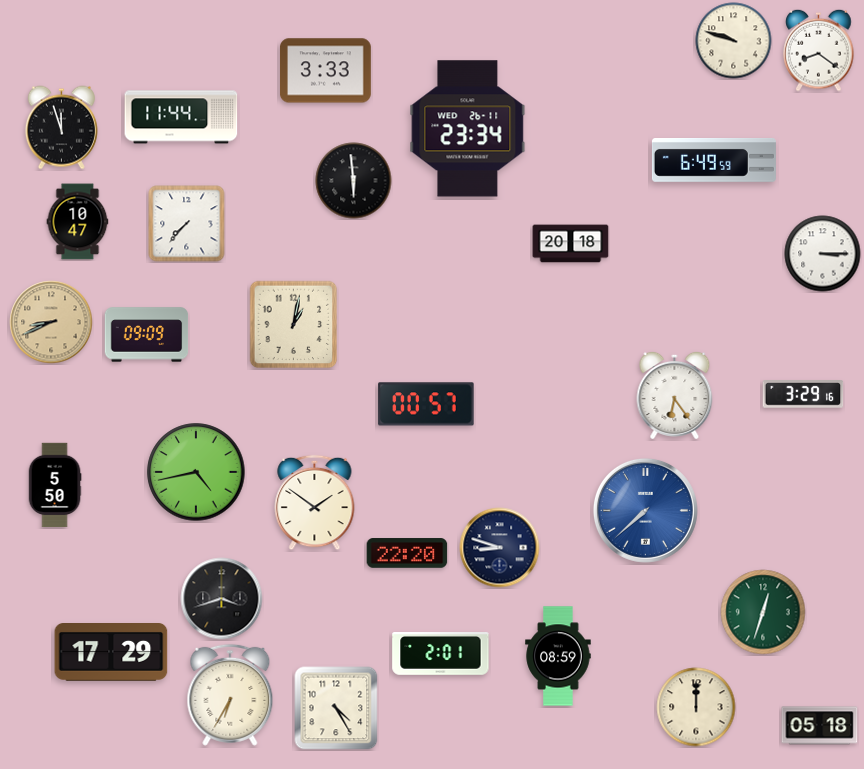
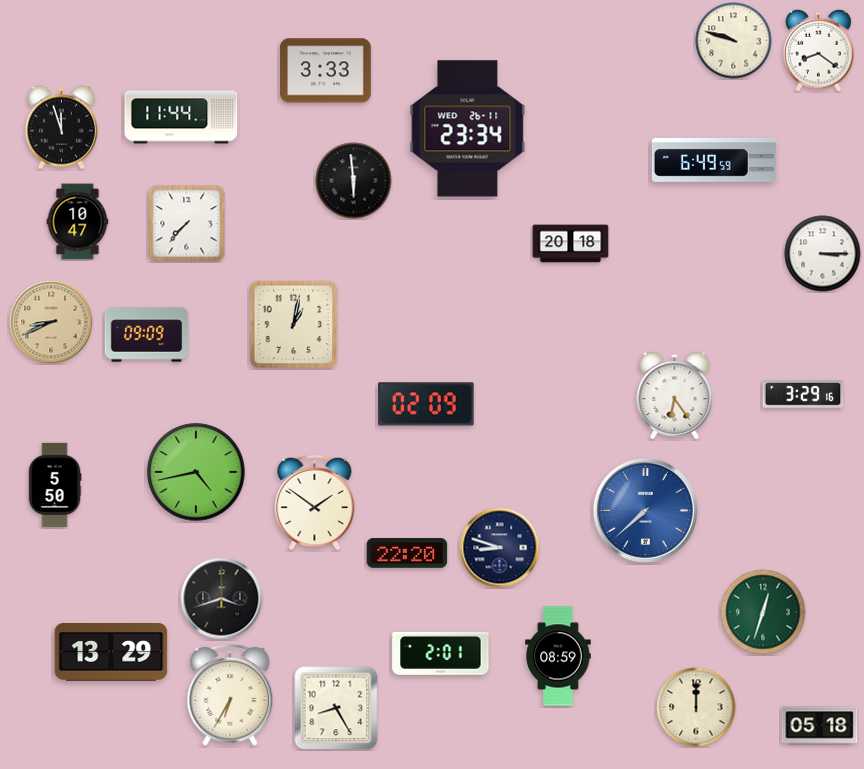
clock at (426, 404): 00:57 -> 02:09
clock at (111, 653): 17:29 -> 13:29
clock at (336, 708): 4:25 -> 8:25
